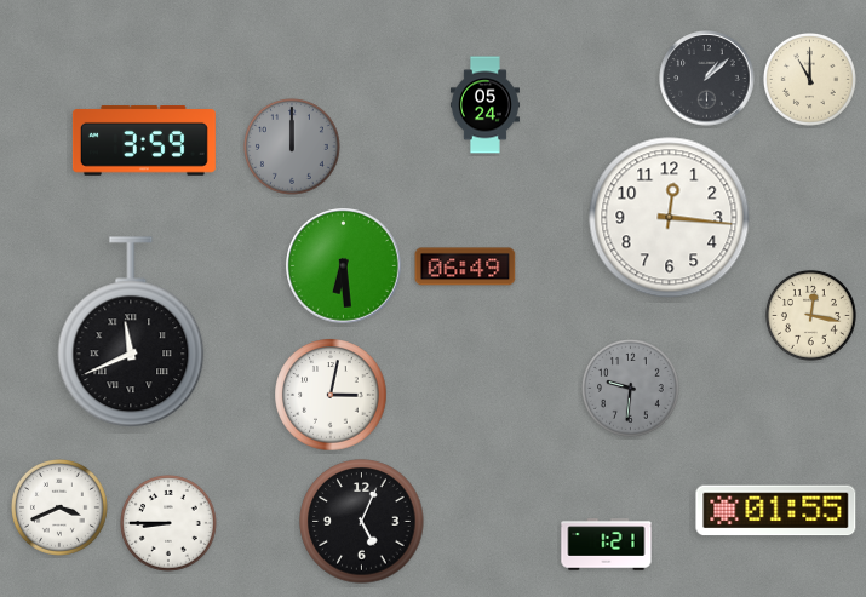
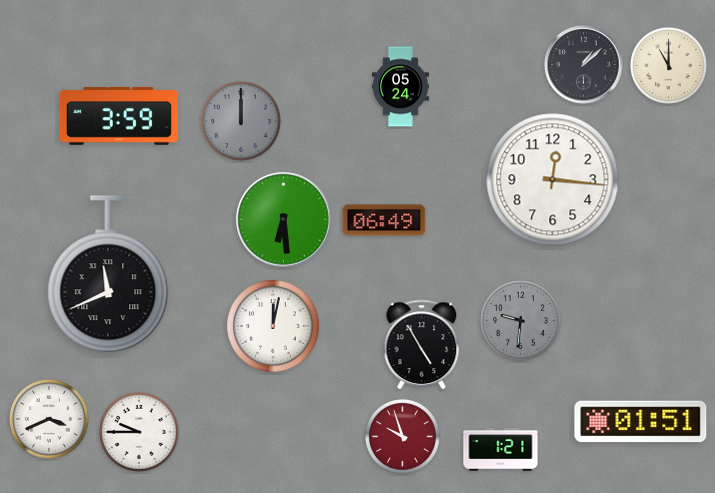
clock at (810, 315): 12:17 -> none
clock at (331, 395): 3:02 -> 12:02
clock at (422, 344): none -> 4:55
clock at (776, 511): 01:55 -> 01:51
clock at (362, 522): 5:04 -> none
clock at (170, 524): 8:45 -> 9:45
clock at (402, 436): none -> 9:57
